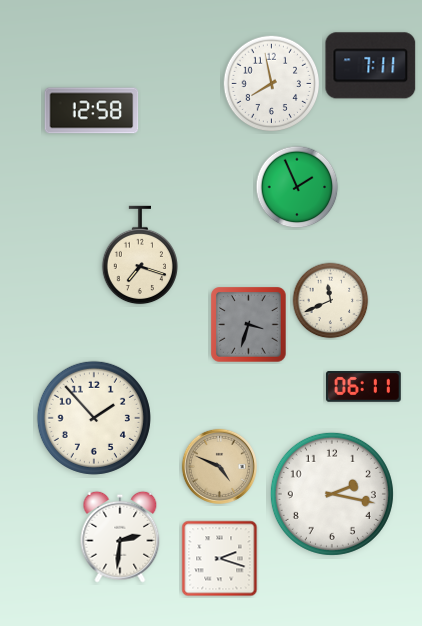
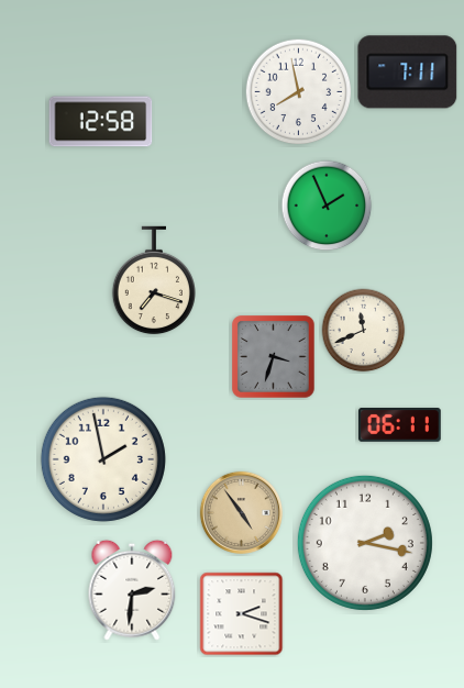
clock at (94, 418): 1:53 -> 1:58
clock at (219, 466): 4:49 -> 4:54
